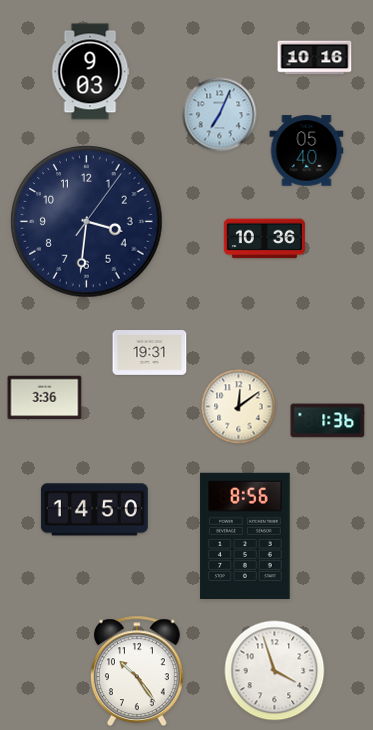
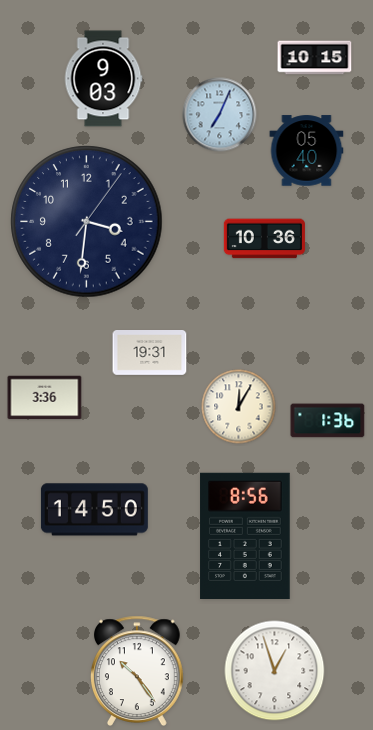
clock at (315, 58): 10:16 -> 10:15
clock at (90, 72) position: (90, 72) -> (103, 79)
clock at (239, 407): 12:09 -> 12:05
clock at (275, 671): 3:57 -> 12:57
